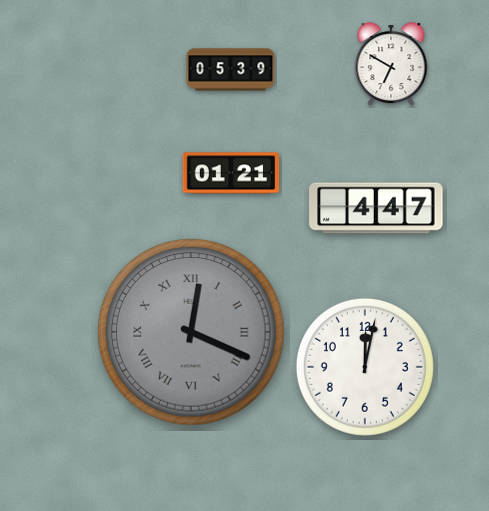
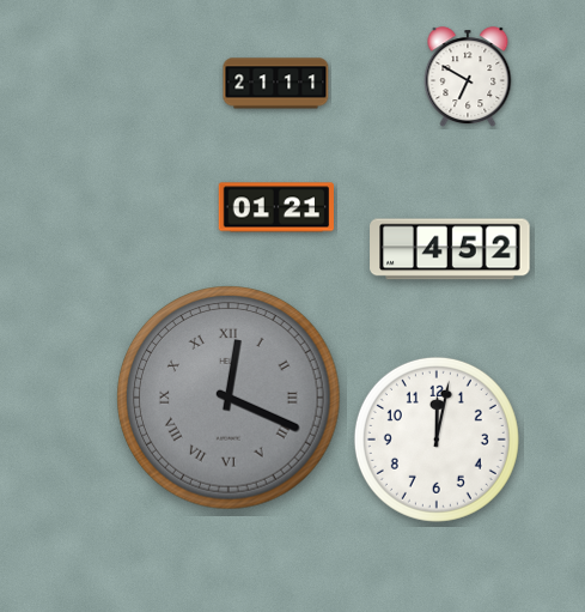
clock at (231, 70): 05:39 -> 21:11
clock at (376, 208): 4:47 -> 4:52
